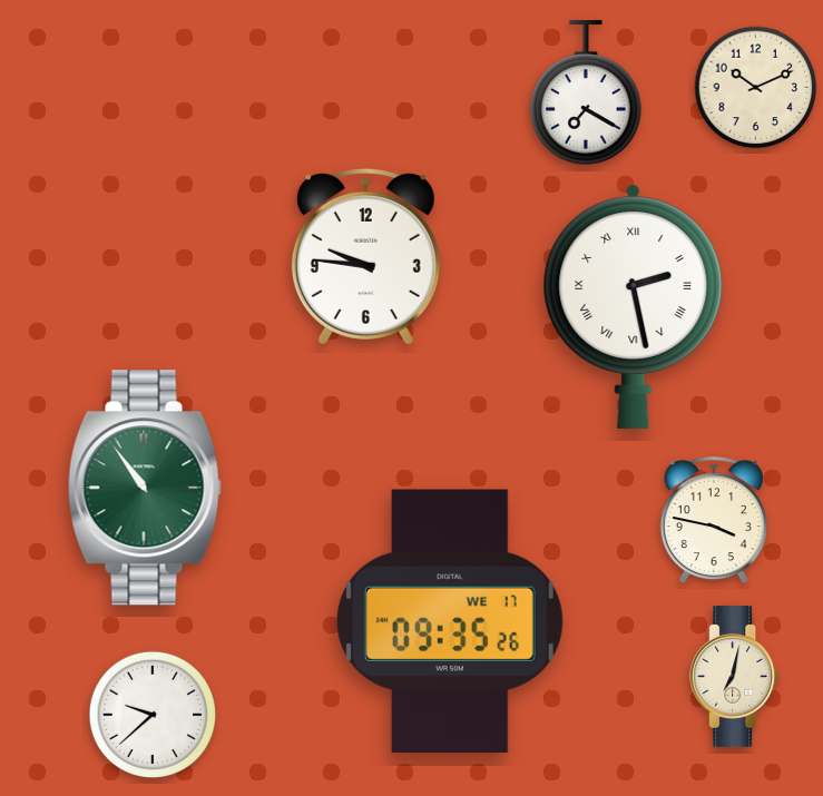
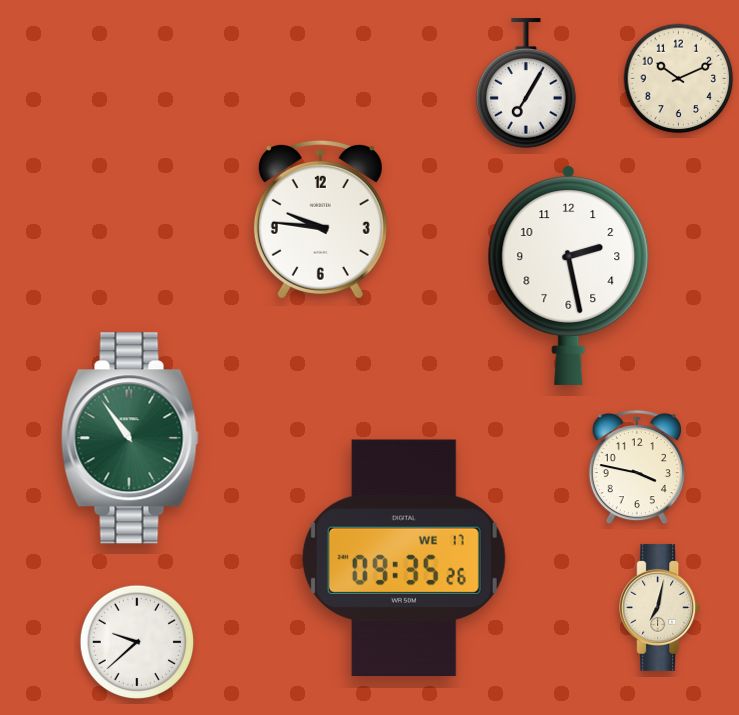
clock at (587, 92): 7:20 -> 7:05
clock at (365, 256) position: (365, 256) -> (320, 219)
clock at (634, 306) numerals: Roman -> Arabic
clock at (714, 520) position: (714, 520) -> (637, 467)
